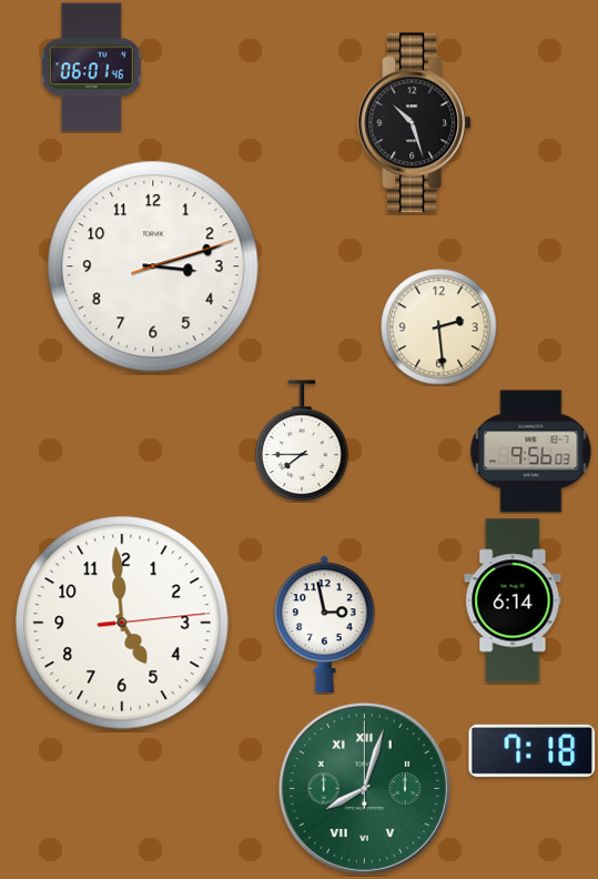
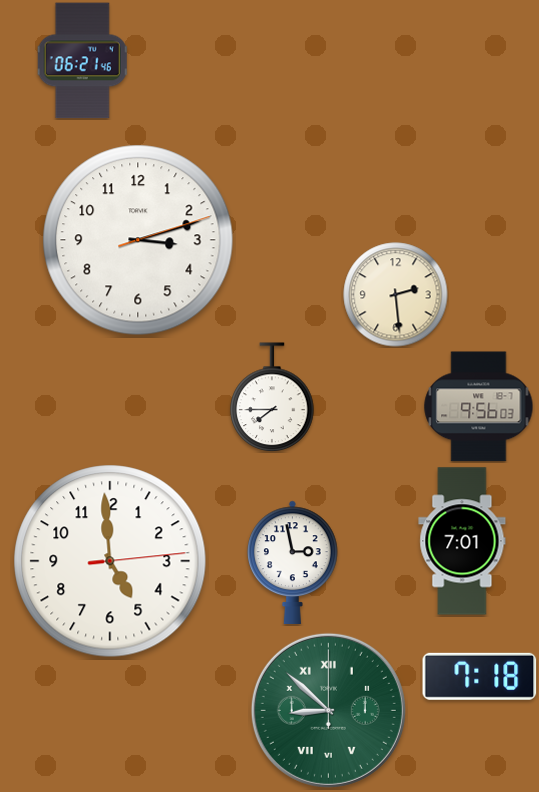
clock at (91, 68): 06:01 -> 06:21
clock at (415, 123): 10:27 -> none
clock at (513, 600): 6:14 -> 7:01
clock at (364, 788): 8:03 -> 8:52
